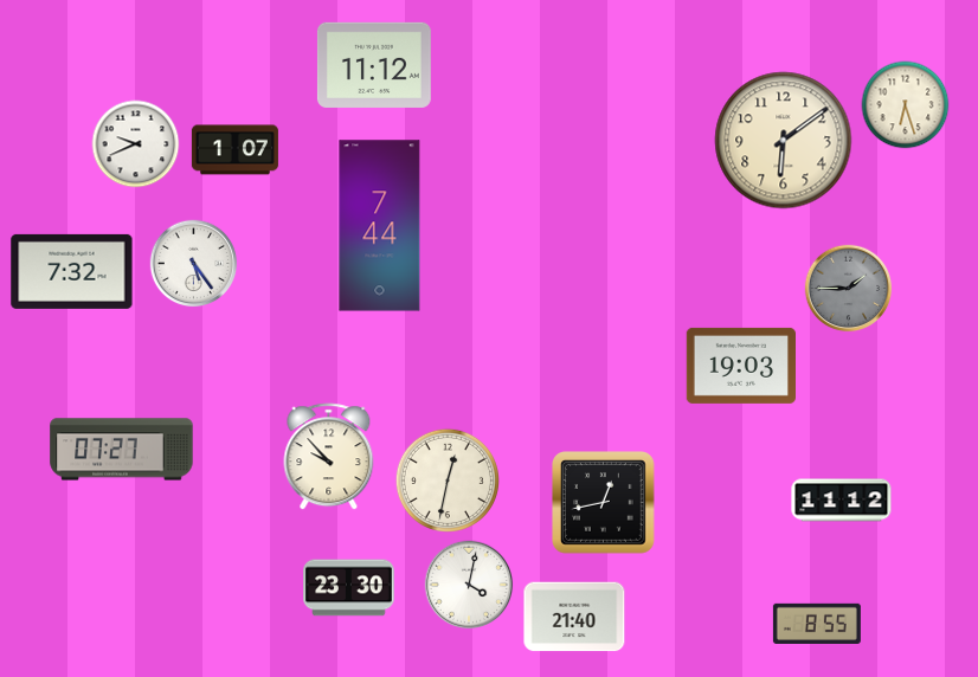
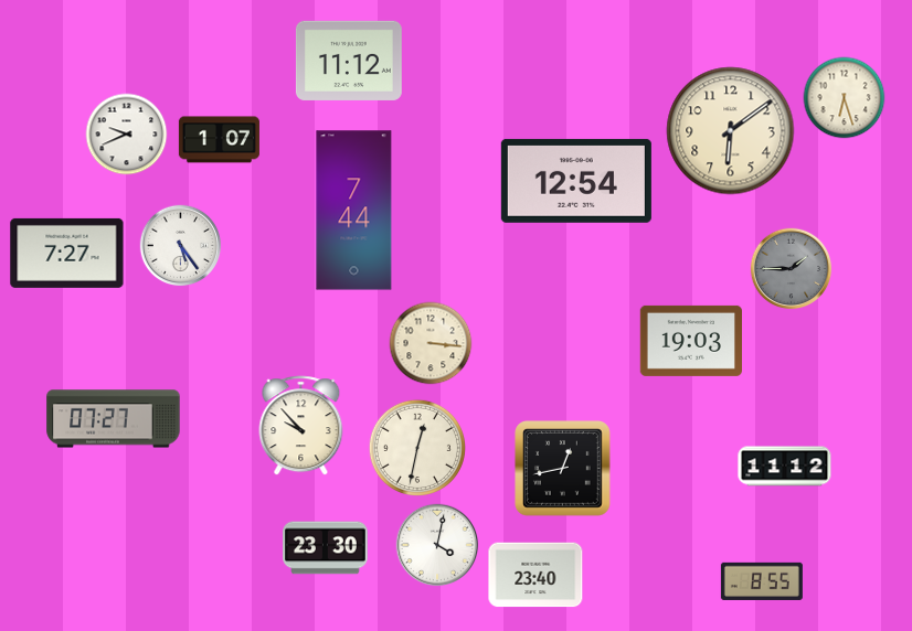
clock at (576, 181): none -> 12:54
clock at (72, 271): 7:32 -> 7:27
clock at (431, 343): none -> 3:16
clock at (329, 457) position: (329, 457) -> (301, 426)
clock at (574, 617): 21:40 -> 23:40
